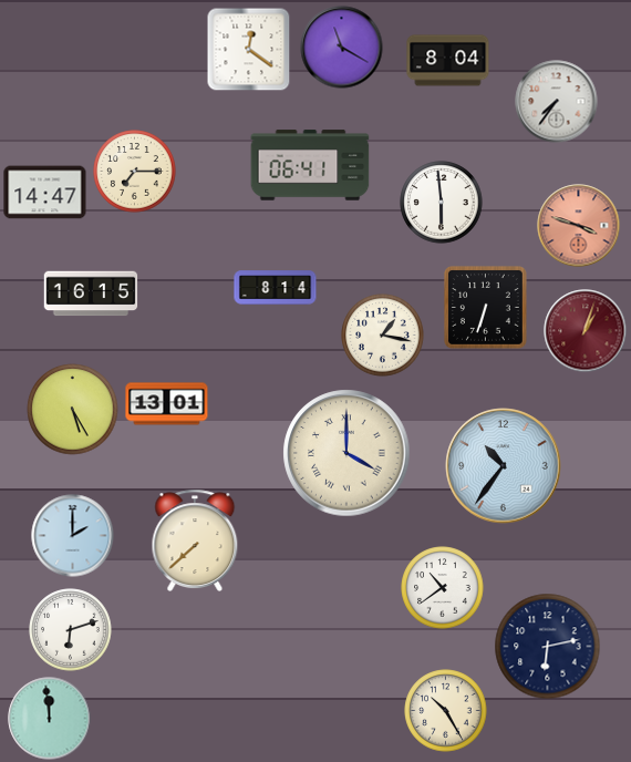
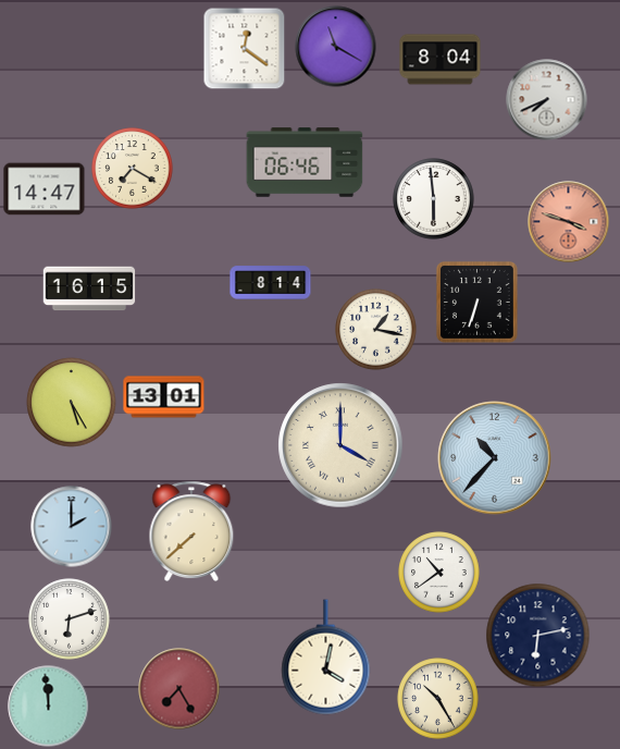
clock at (557, 102): 7:36 -> 7:41
clock at (310, 165): 06:41 -> 06:46
clock at (135, 172): 7:15 -> 7:20
clock at (586, 331): 1:03 -> none
clock at (504, 466): 10:36 -> 10:37
clock at (443, 588) position: (443, 588) -> (439, 573)
clock at (326, 658): none -> 4:02
clock at (179, 689): none -> 7:25
